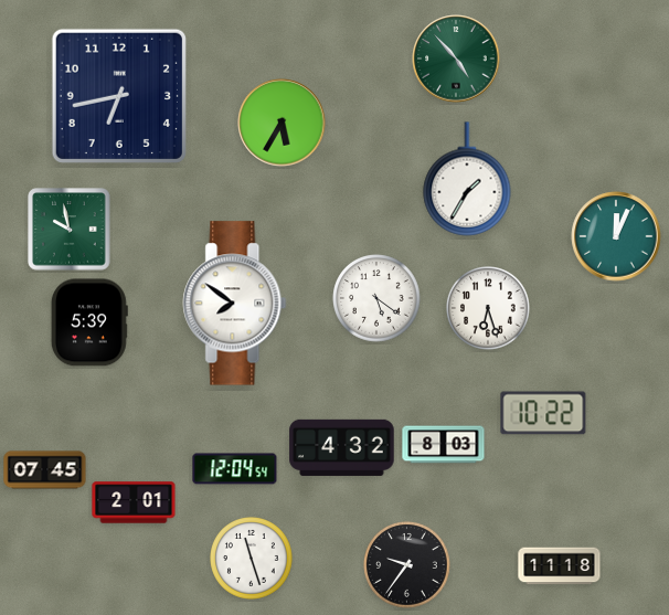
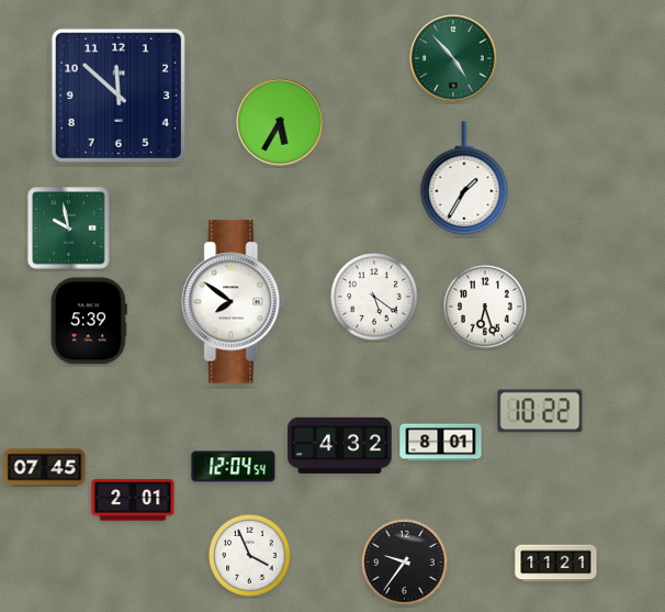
clock at (119, 96): 6:43 -> 11:52
clock at (616, 236): 12:04 -> none
clock at (444, 445): 8:03 -> 8:01
clock at (252, 559): 11:27 -> 3:56
clock at (560, 566): 11:18 -> 11:21
